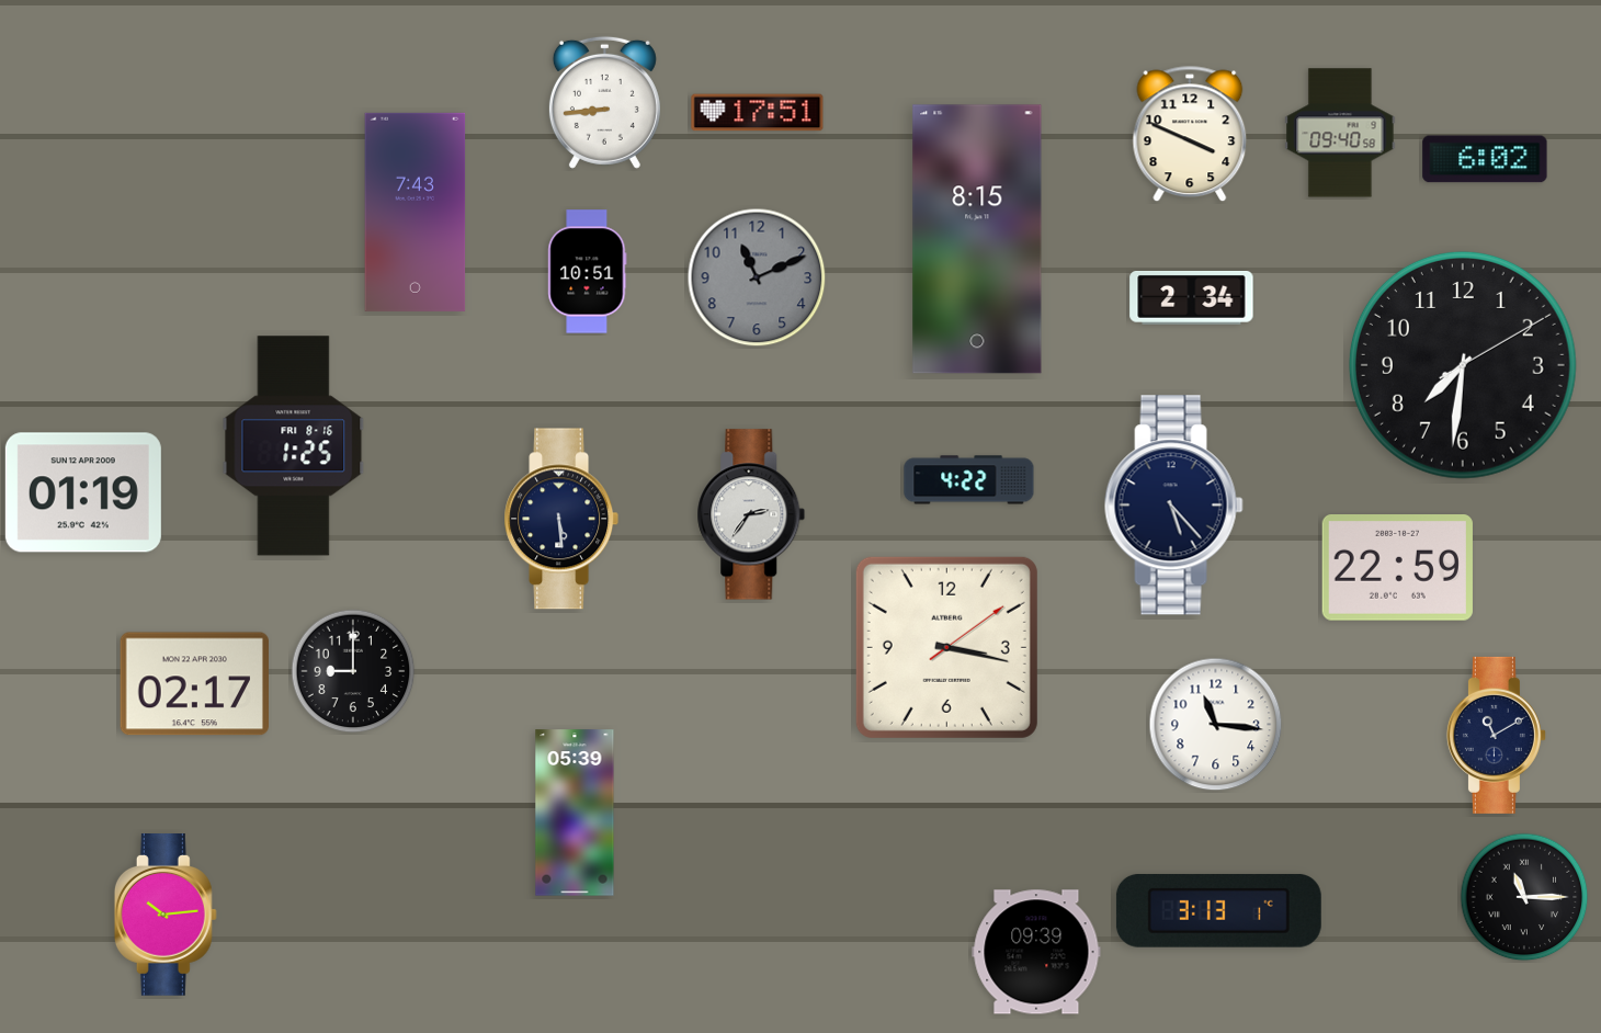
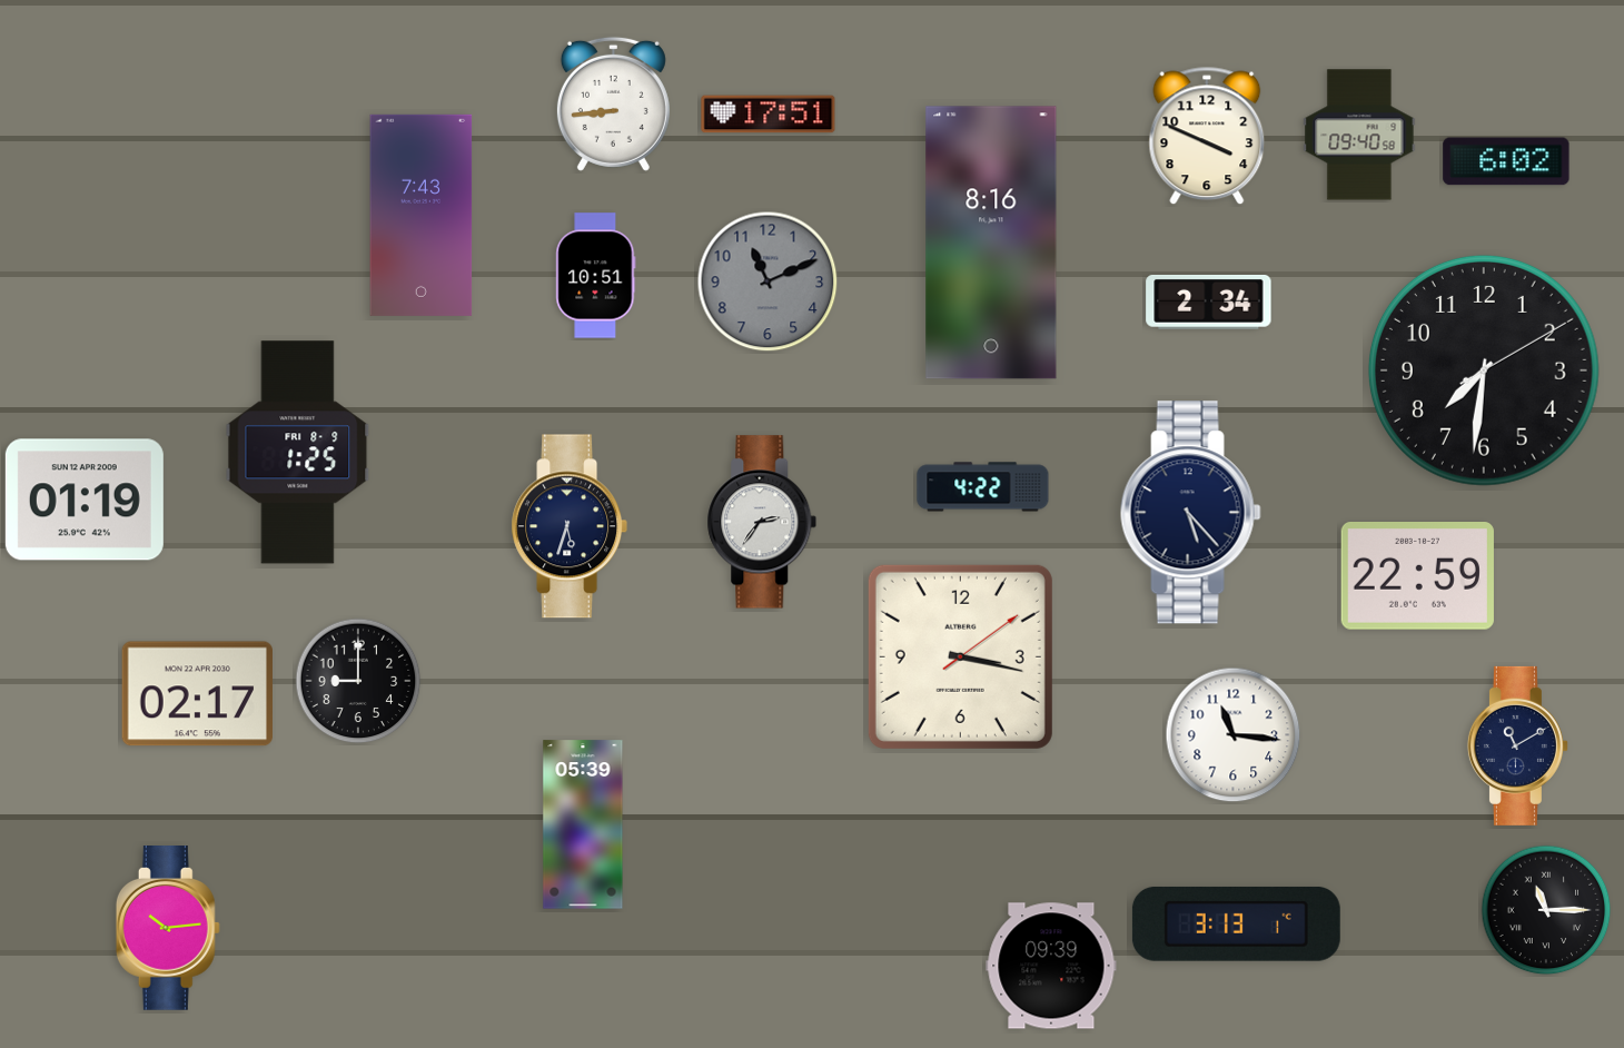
clock at (977, 239): 8:15 -> 8:16
clock at (294, 446) date: FRI 8-16 -> FRI 8-9
clock at (561, 519): 5:29 -> 5:33
